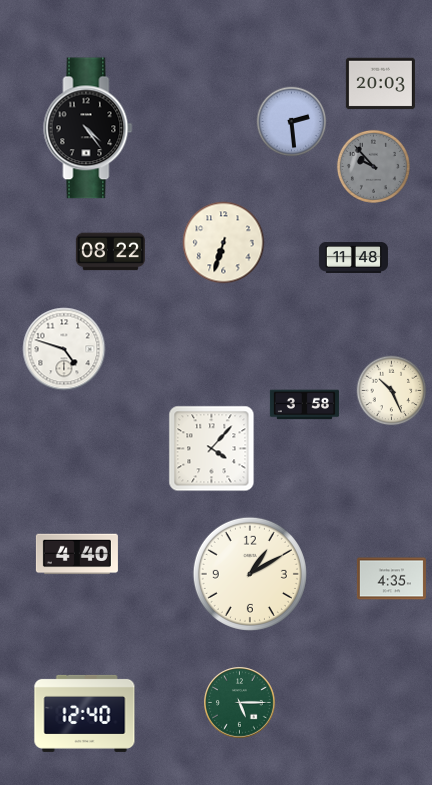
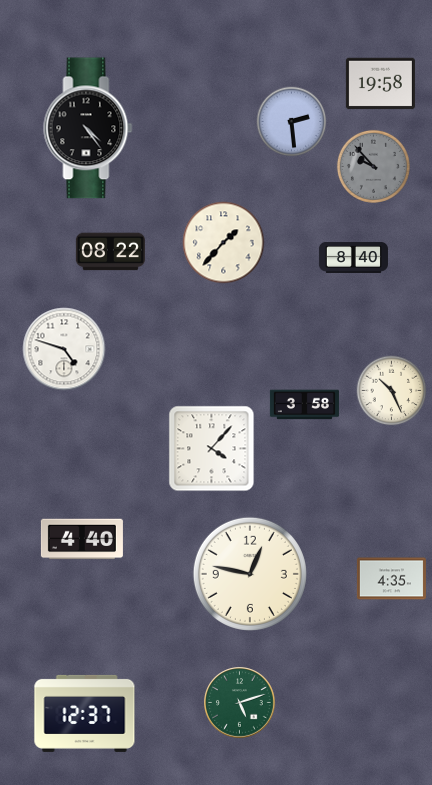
clock at (380, 84): 20:03 -> 19:58
clock at (224, 243): 6:33 -> 1:37
clock at (353, 257): 11:48 -> 8:40
clock at (77, 554) position: (77, 554) -> (82, 539)
clock at (250, 574): 1:10 -> 12:47
clock at (240, 703): 5:15 -> 5:12
clock at (85, 713): 12:40 -> 12:37
